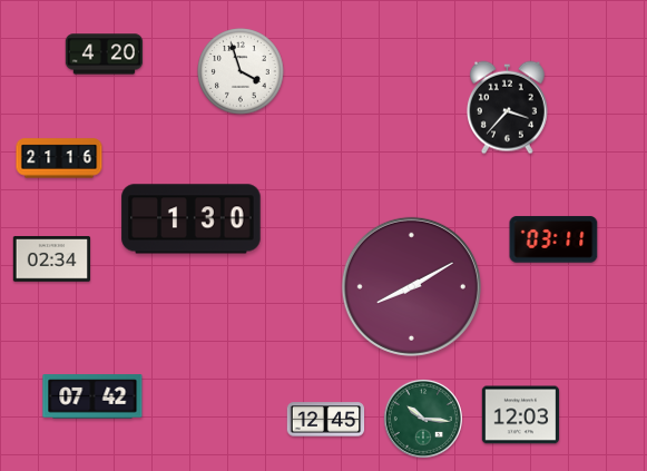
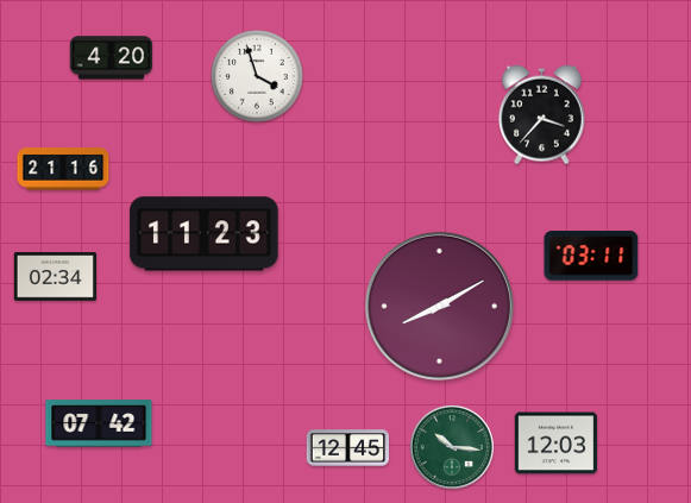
clock at (192, 219): 1:30 -> 11:23
